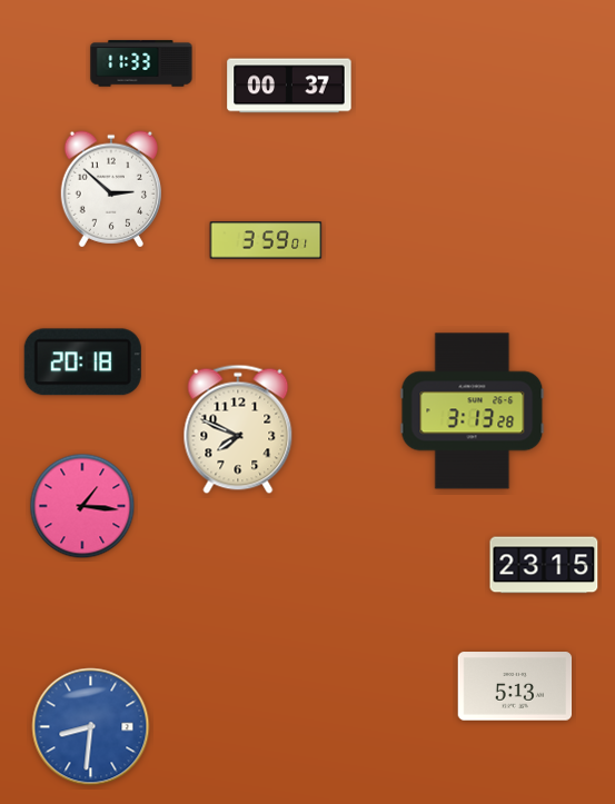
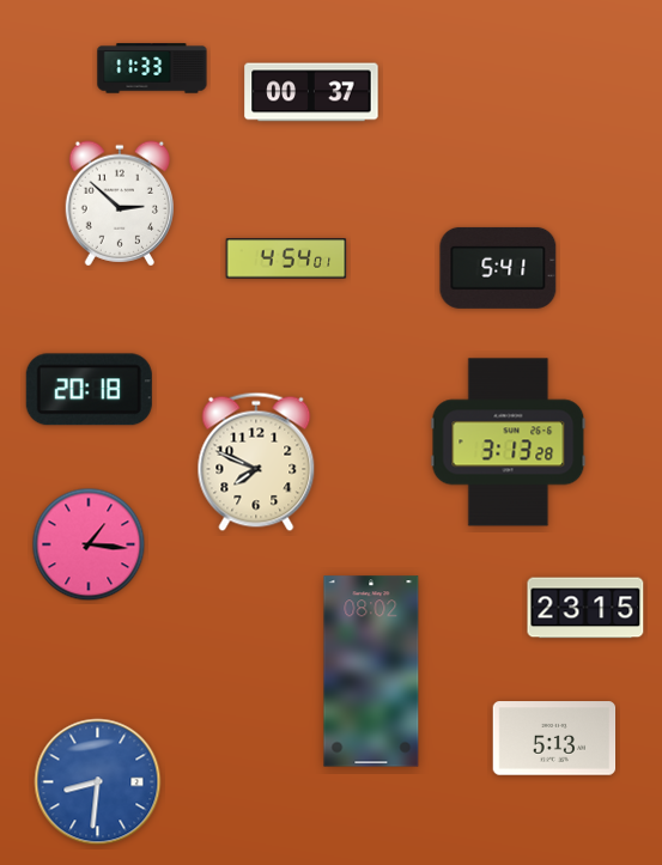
clock at (266, 240): 3:59 -> 4:54
clock at (498, 268): none -> 5:41
clock at (371, 671): none -> 08:02
